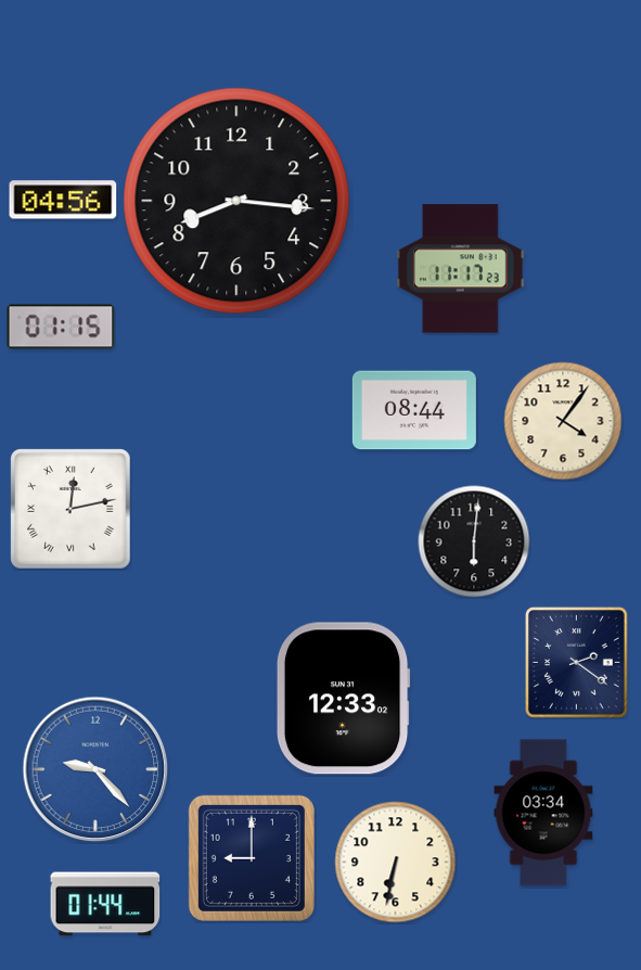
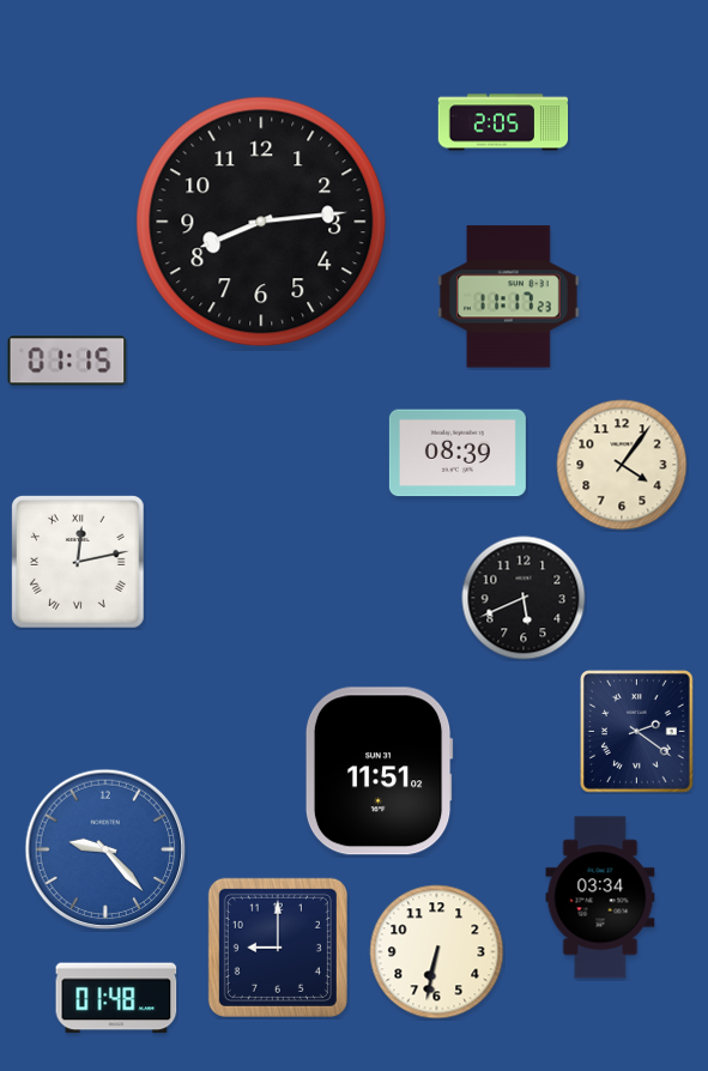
clock at (503, 122): none -> 2:05
clock at (63, 200): 04:56 -> none
clock at (236, 201): 8:16 -> 8:14
clock at (414, 410): 08:44 -> 08:39
clock at (474, 541): 6:01 -> 5:41
clock at (343, 699): 12:33 -> 11:51
clock at (105, 904): 01:44 -> 01:48
